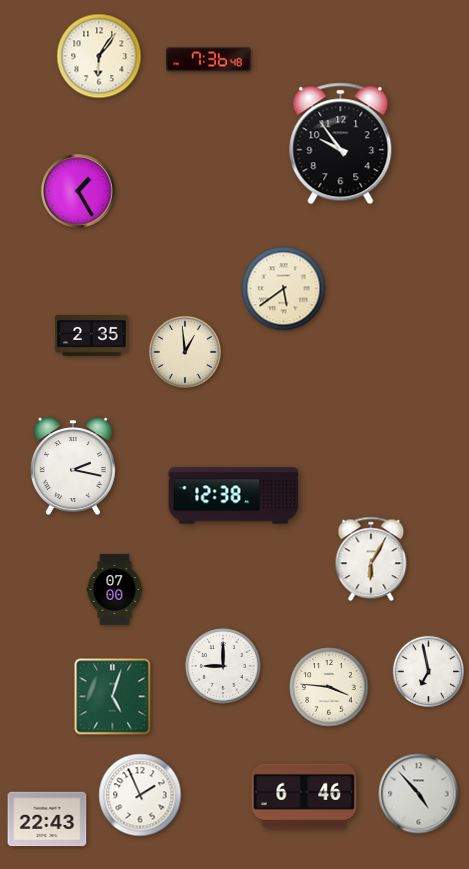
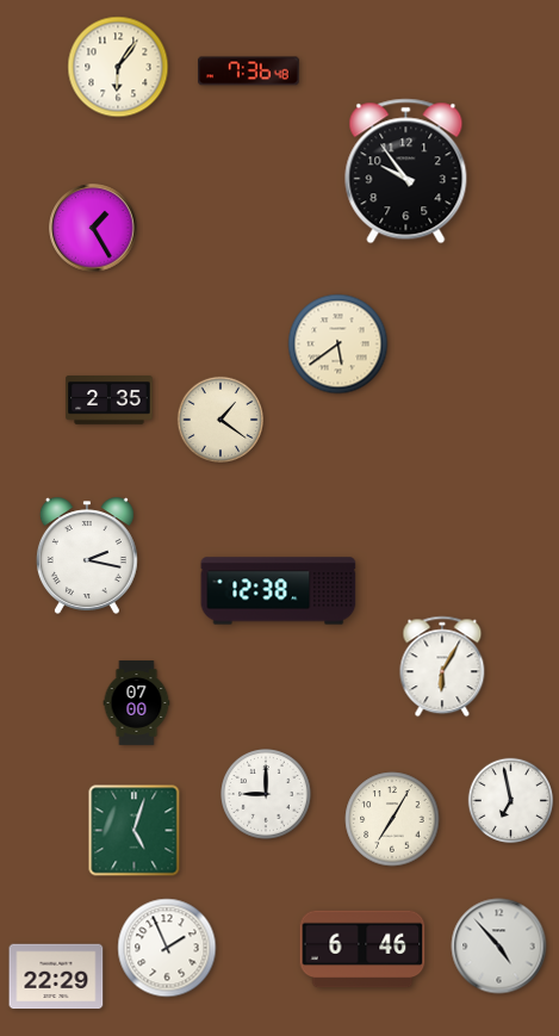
clock at (184, 351): 12:59 -> 1:21
clock at (329, 687): 3:46 -> 7:05
clock at (47, 819): 22:43 -> 22:29
